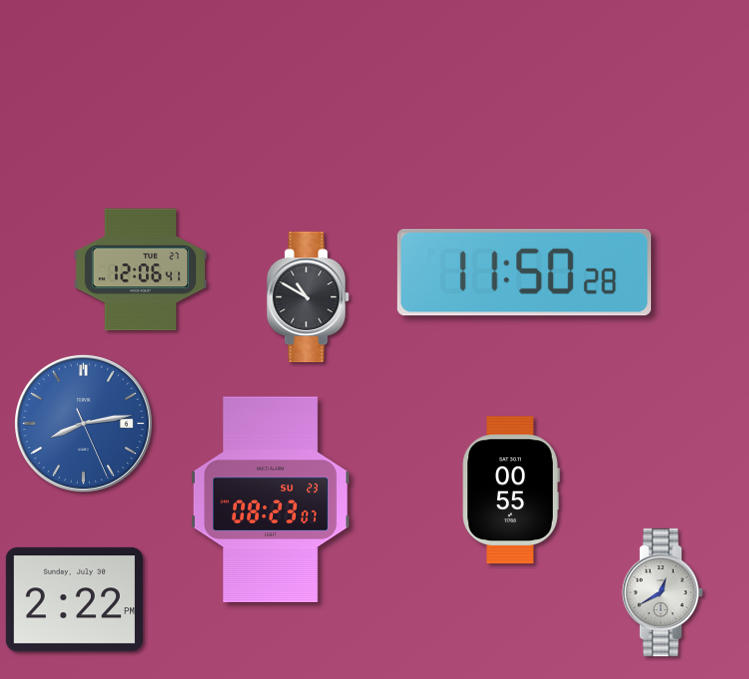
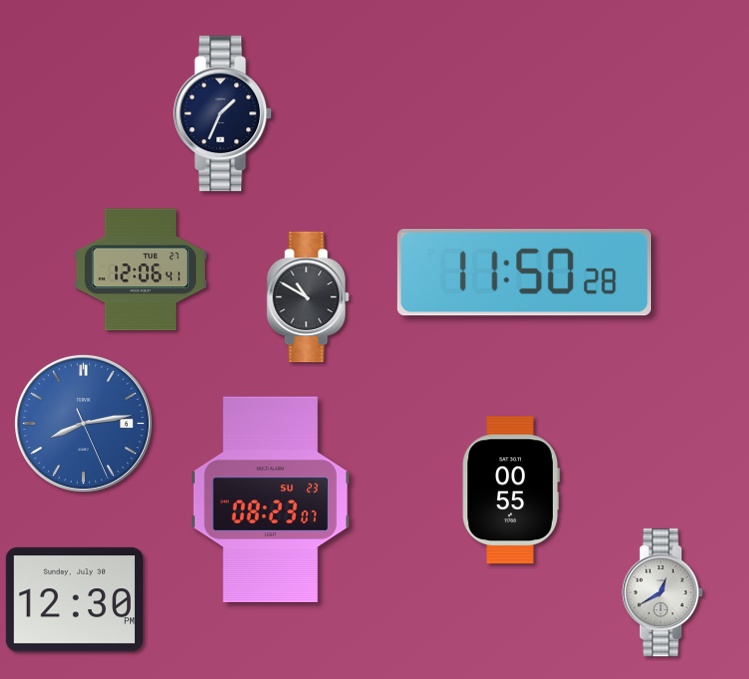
clock at (223, 114): none -> 1:34
clock at (74, 600): 2:22 -> 12:30
